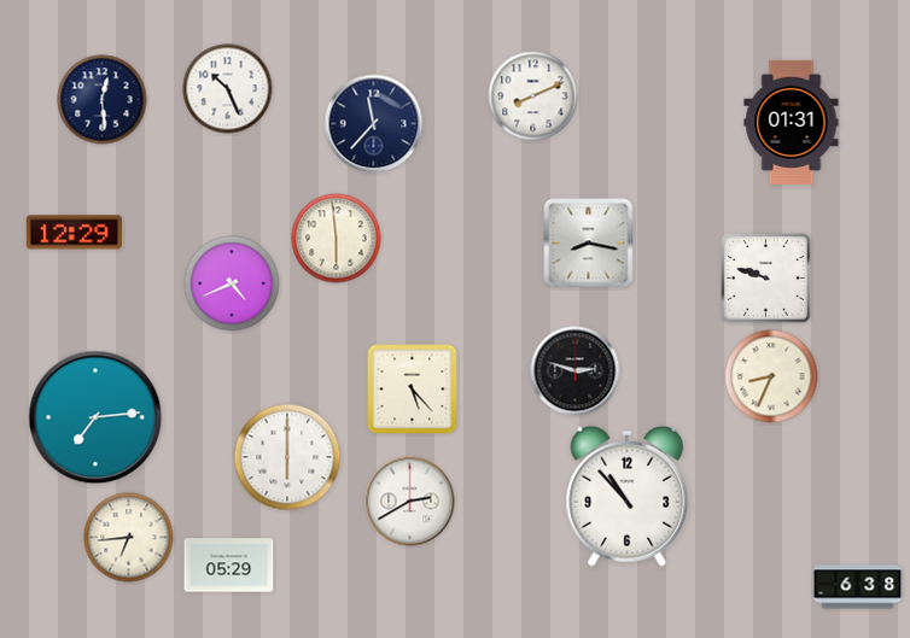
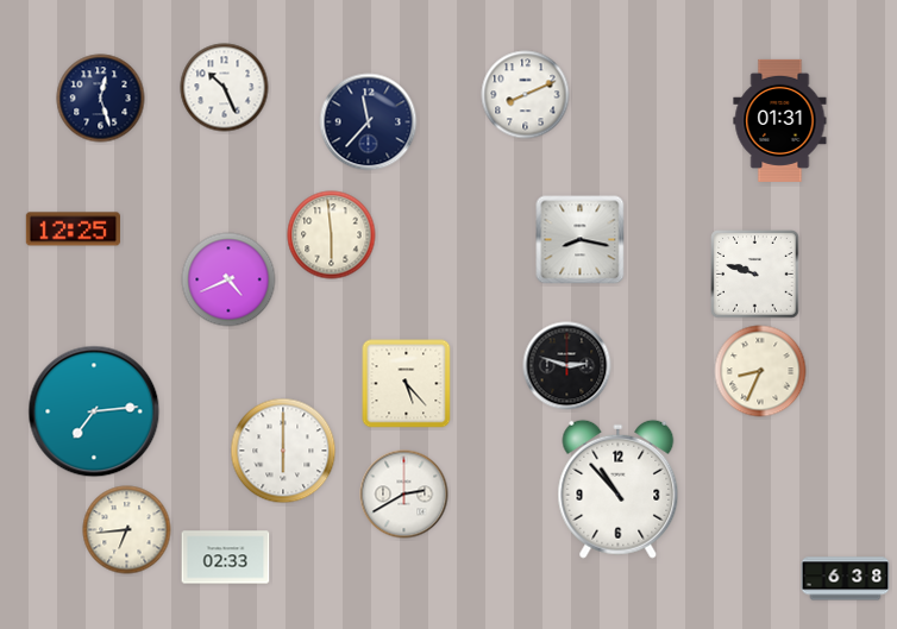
clock at (103, 100): 12:29 -> 12:27
clock at (74, 233): 12:29 -> 12:25
clock at (229, 566): 05:29 -> 02:33
